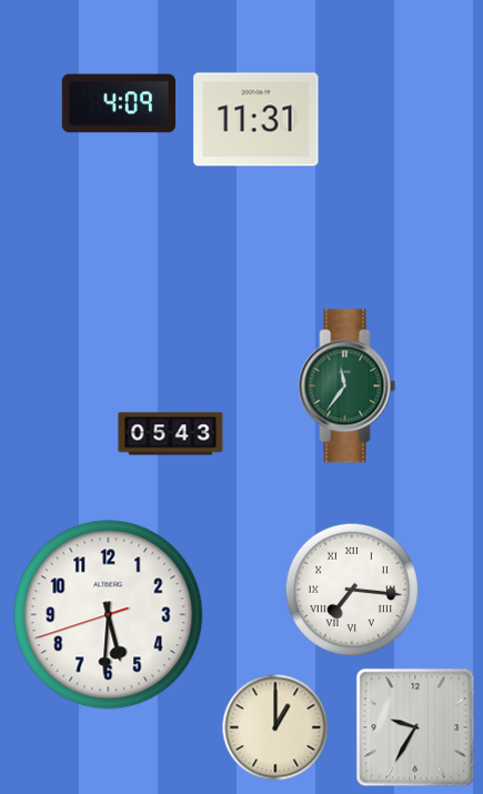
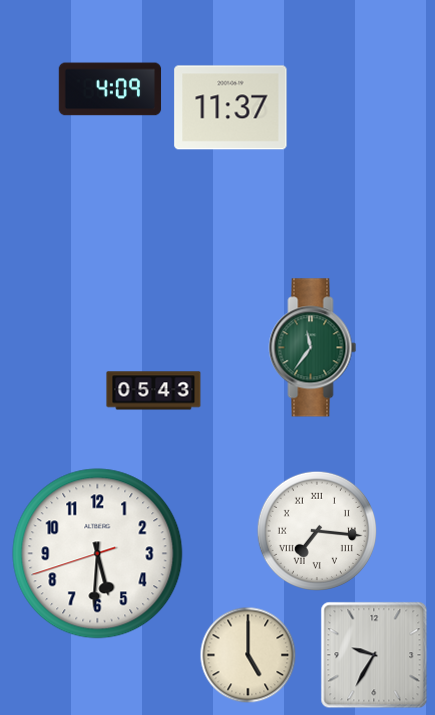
clock at (119, 103) position: (119, 103) -> (110, 89)
clock at (256, 120): 11:31 -> 11:37
clock at (275, 727): 1:00 -> 5:00
